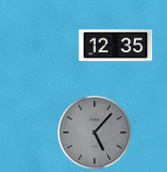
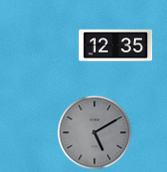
clock at (95, 133): 5:07 -> 5:10
